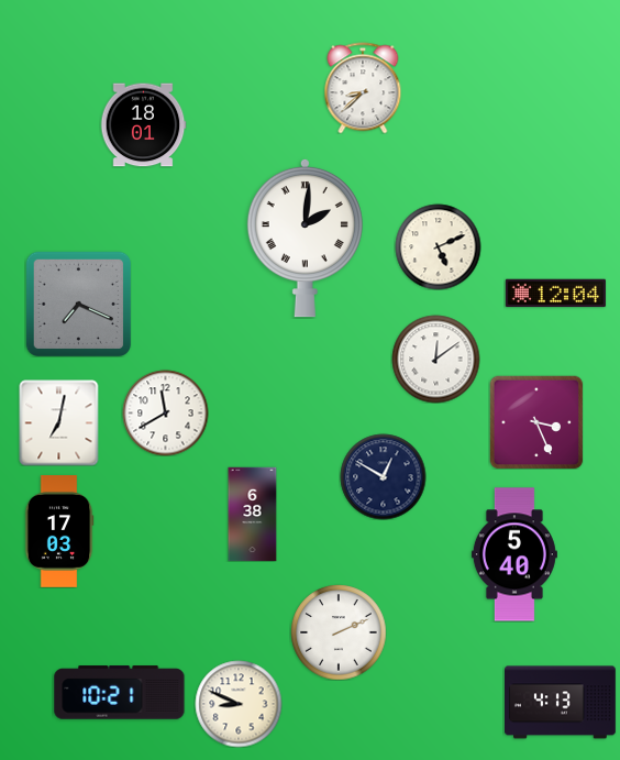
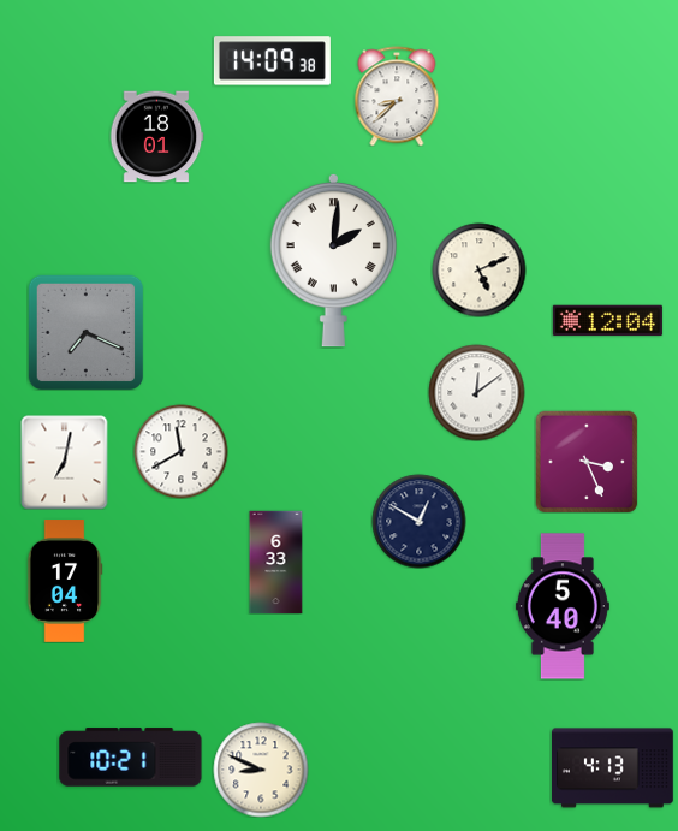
clock at (272, 61): none -> 14:09
clock at (253, 514): 6:38 -> 6:33
clock at (59, 531): 17:03 -> 17:04
clock at (339, 632): 2:11 -> none
